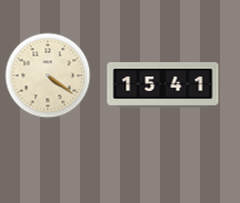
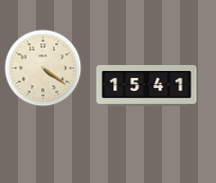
clock at (163, 85) position: (163, 85) -> (147, 86)
